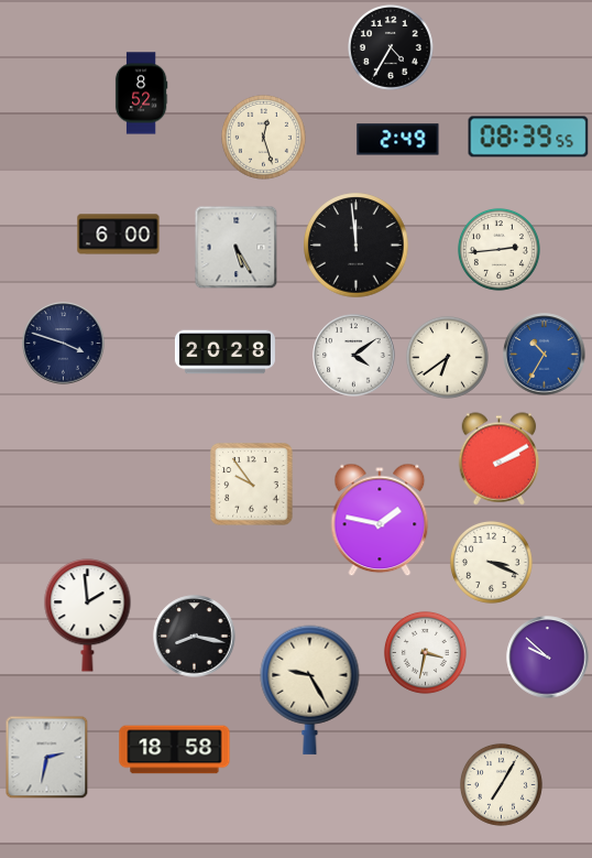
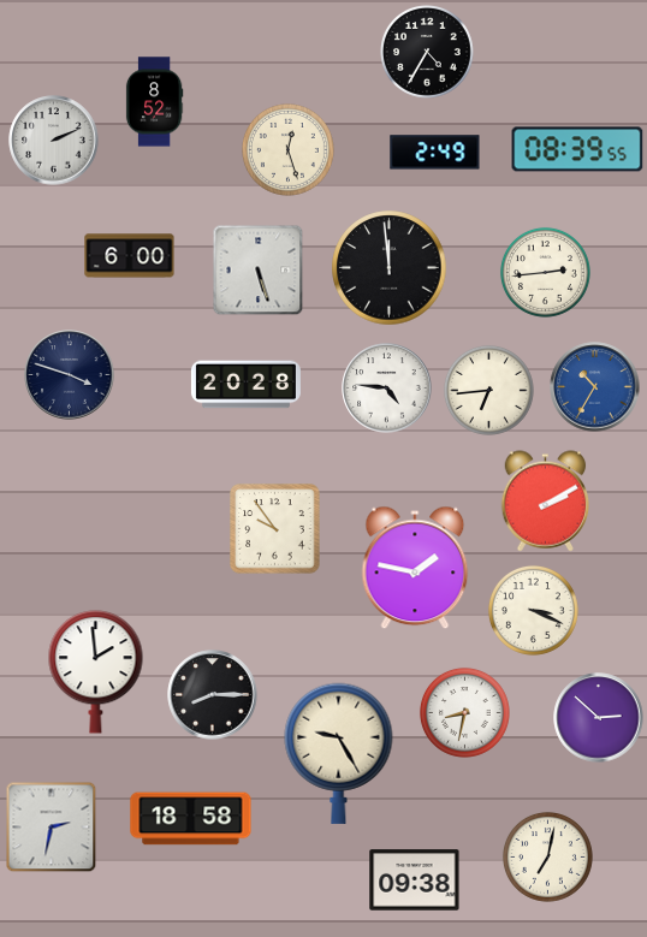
clock at (54, 141): none -> 2:11
clock at (237, 248): 5:25 -> 5:27
clock at (354, 356): 4:09 -> 4:46
clock at (447, 357): 6:39 -> 6:44
clock at (491, 562) position: (491, 562) -> (533, 610)
clock at (195, 637): 8:17 -> 8:15
clock at (425, 652): 3:32 -> 8:32
clock at (548, 658): 9:52 -> 2:52
clock at (501, 784): 7:05 -> 7:02
clock at (415, 880): none -> 09:38
